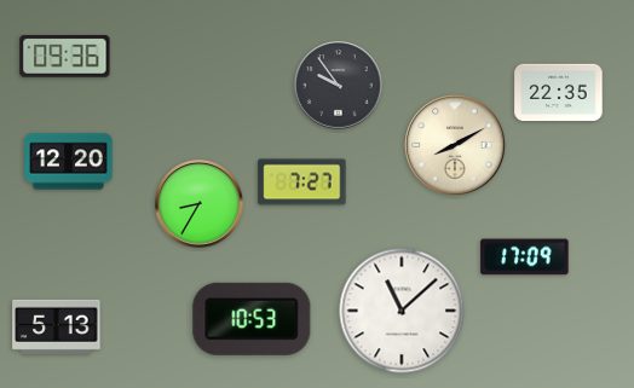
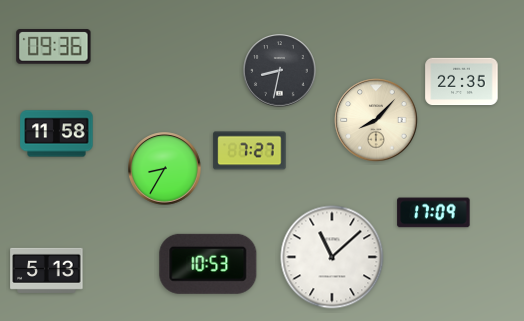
clock at (339, 86): 9:54 -> 8:32
clock at (559, 93) position: (559, 93) -> (462, 82)
clock at (455, 145): 8:10 -> 8:07
clock at (69, 162): 12:20 -> 11:58
